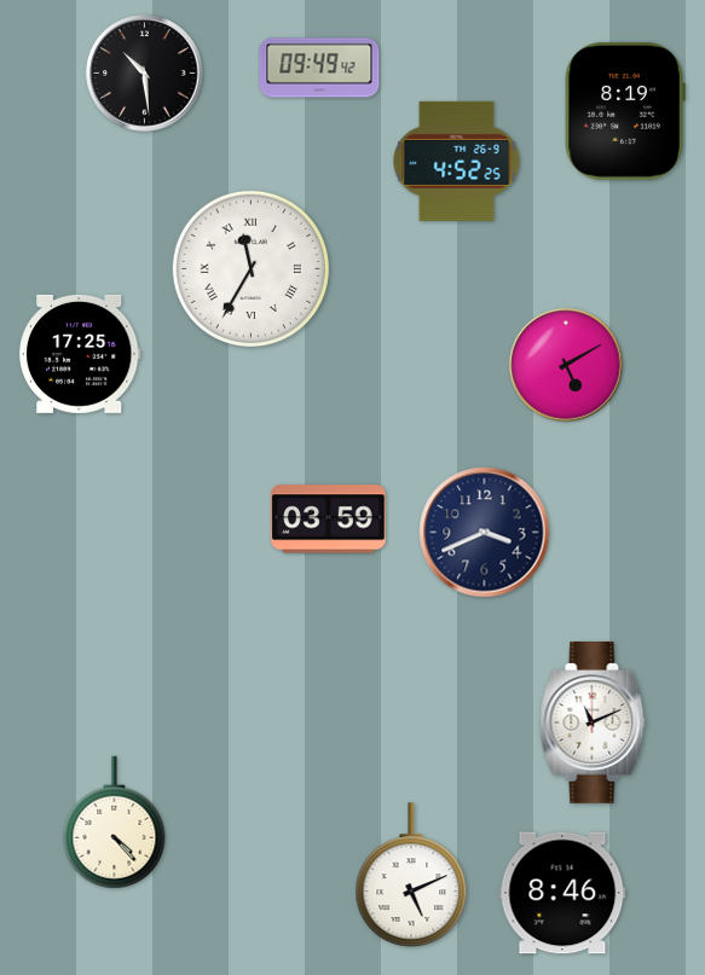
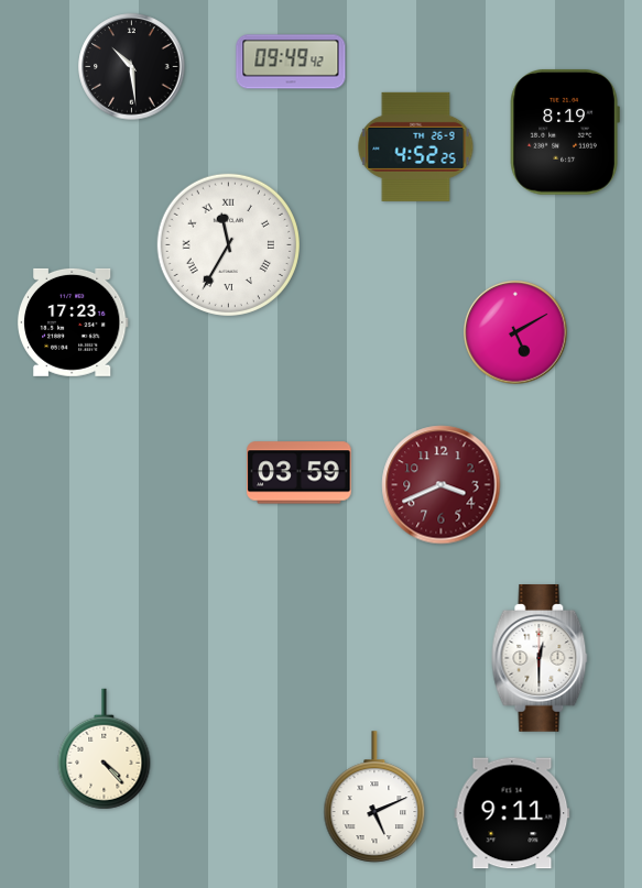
clock at (625, 111) position: (625, 111) -> (565, 132)
clock at (80, 354): 17:25 -> 17:23
clock at (485, 533) dial: navy -> burgundy
clock at (593, 724): 11:11 -> 12:30
clock at (562, 893): 8:46 -> 9:11
